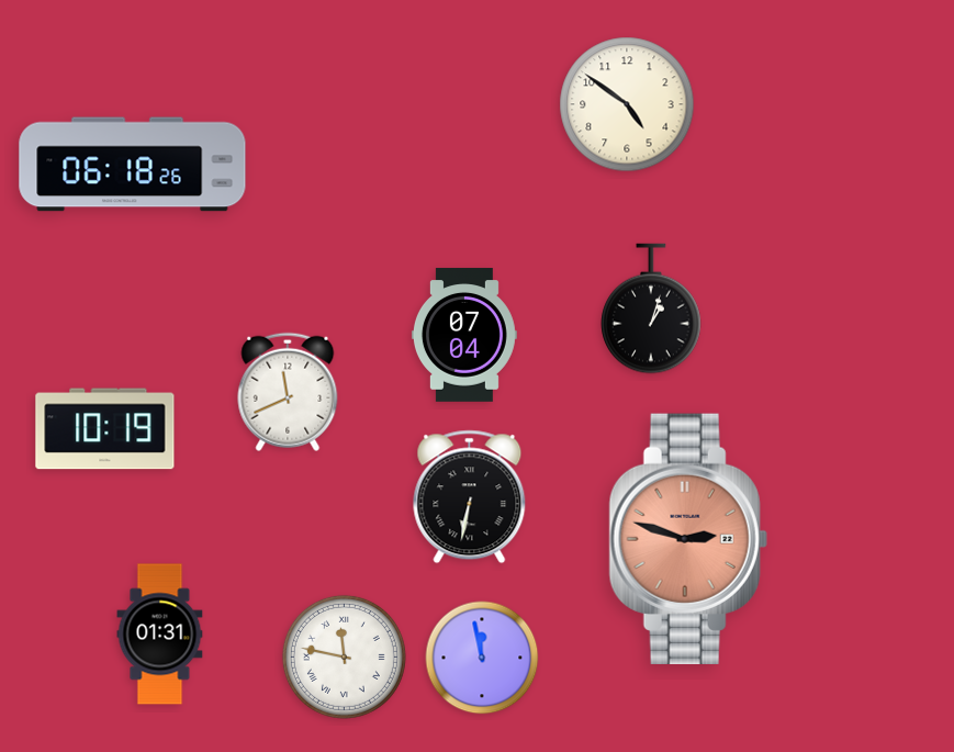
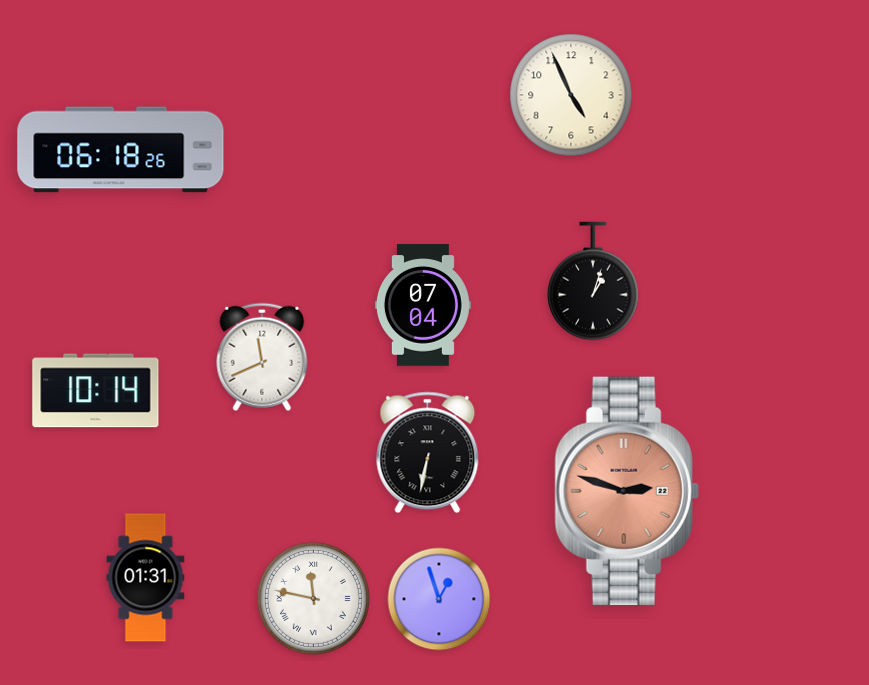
clock at (627, 104): 4:51 -> 4:56
clock at (105, 429): 10:19 -> 10:14
clock at (482, 658): 11:58 -> 12:57
